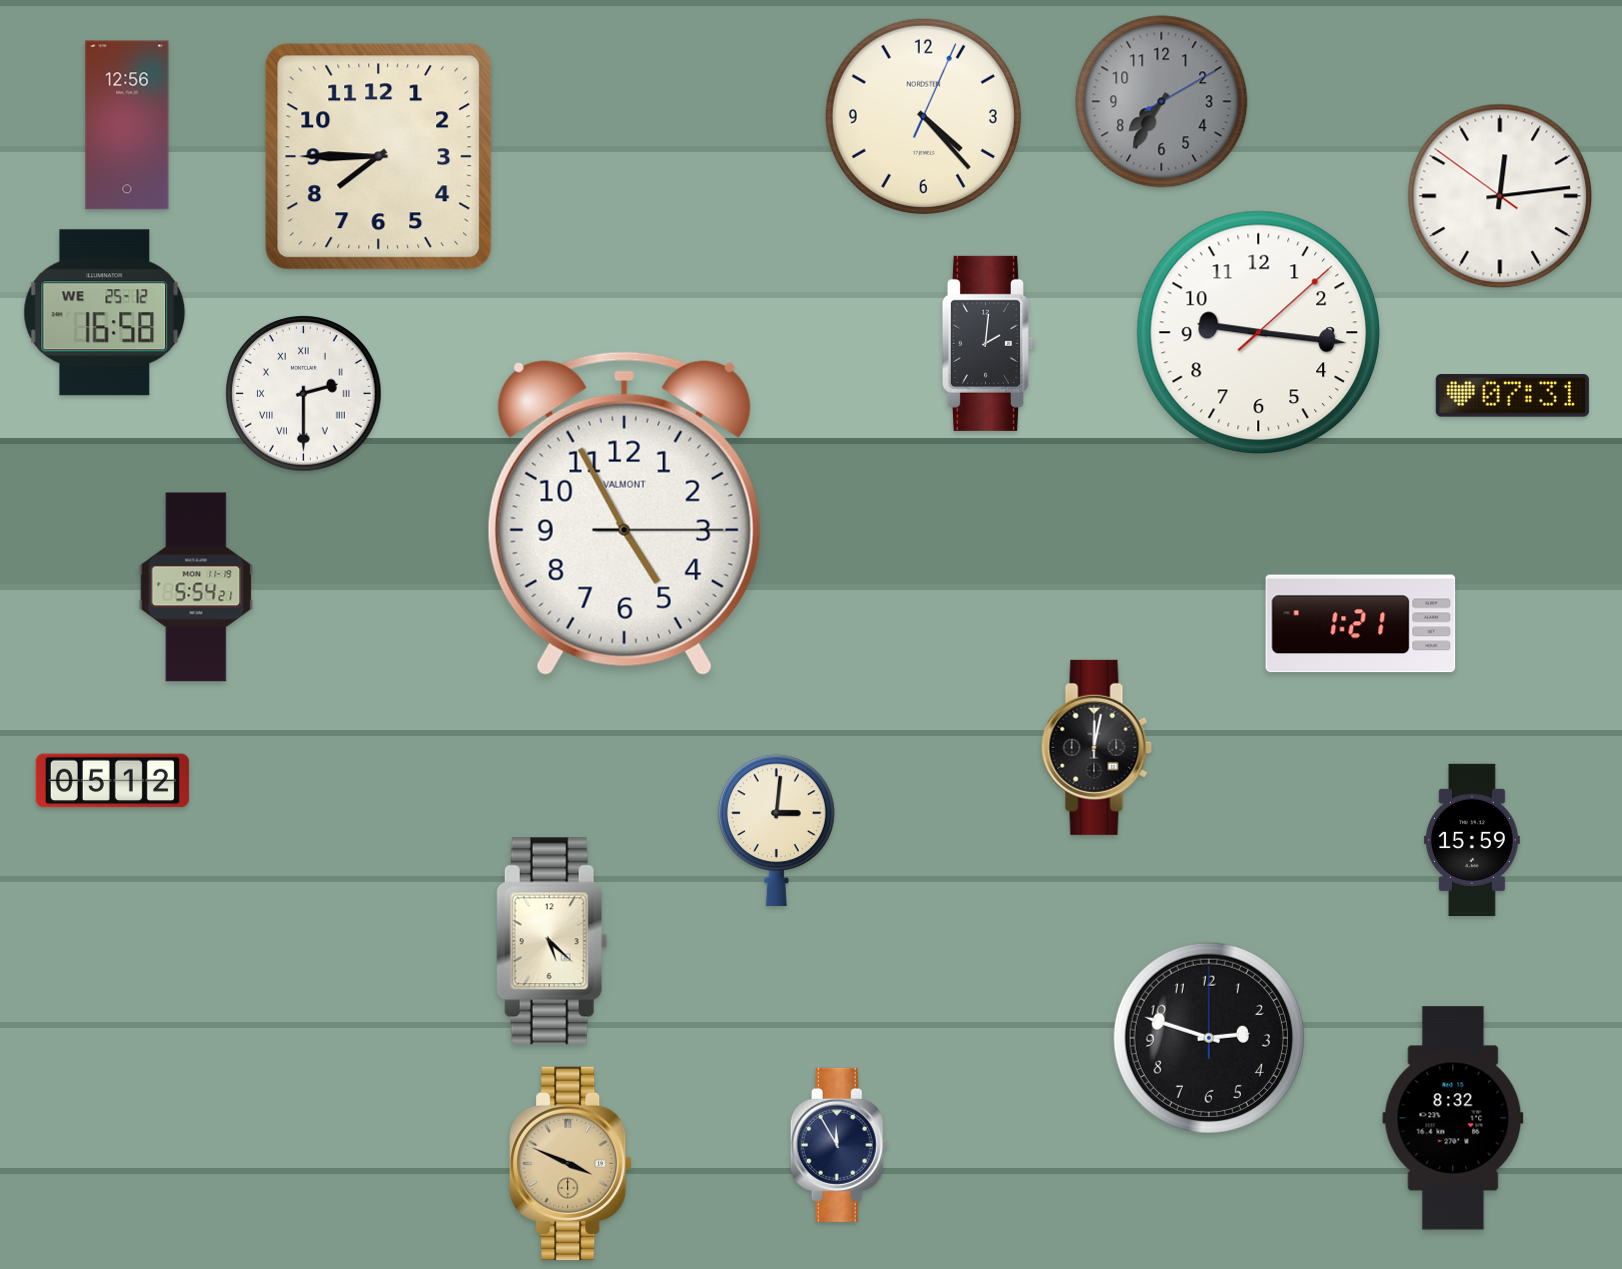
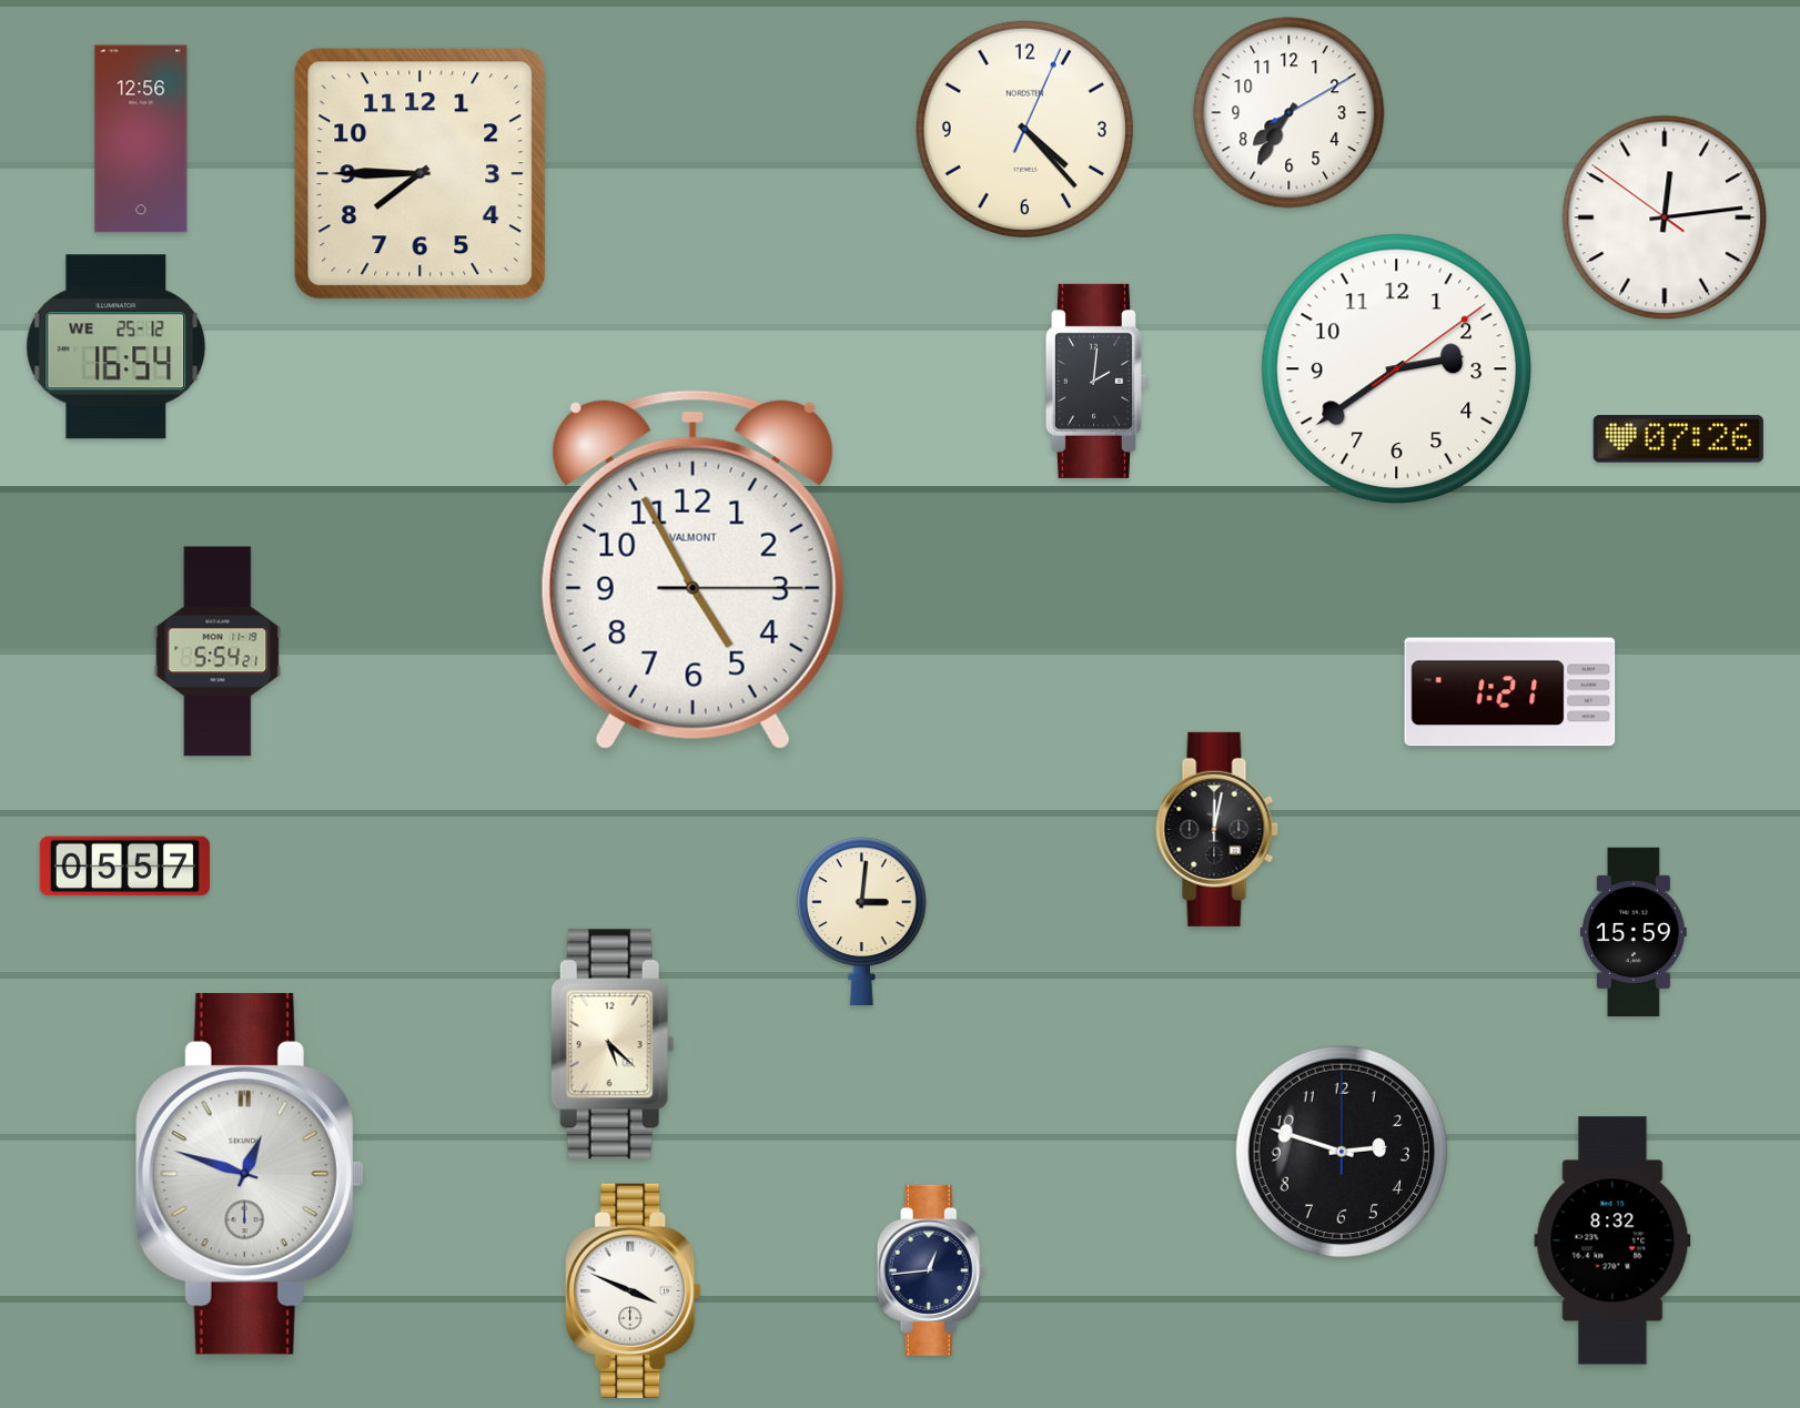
clock at (1162, 102) dial: grey -> white
clock at (105, 313): 16:58 -> 16:54
clock at (1259, 333): 9:16 -> 2:39
clock at (304, 394): 2:30 -> none
clock at (1512, 396): 07:31 -> 07:26
clock at (112, 781): 05:12 -> 05:57
clock at (250, 1174): none -> 12:48
clock at (839, 1145): 11:55 -> 12:44
clock at (571, 1163) dial: champagne -> white
